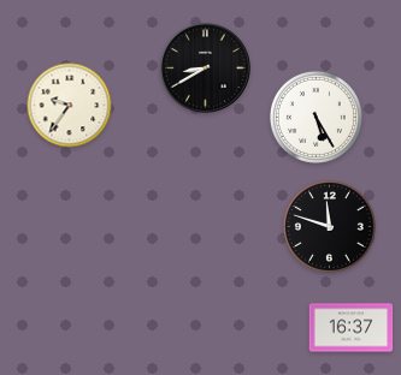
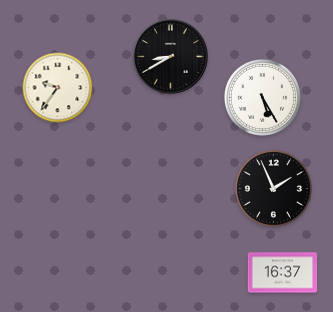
clock at (329, 226): 11:48 -> 1:56
clock at (352, 328) position: (352, 328) -> (283, 273)
